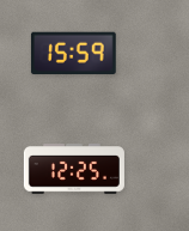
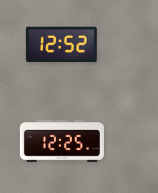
clock at (73, 53): 15:59 -> 12:52
